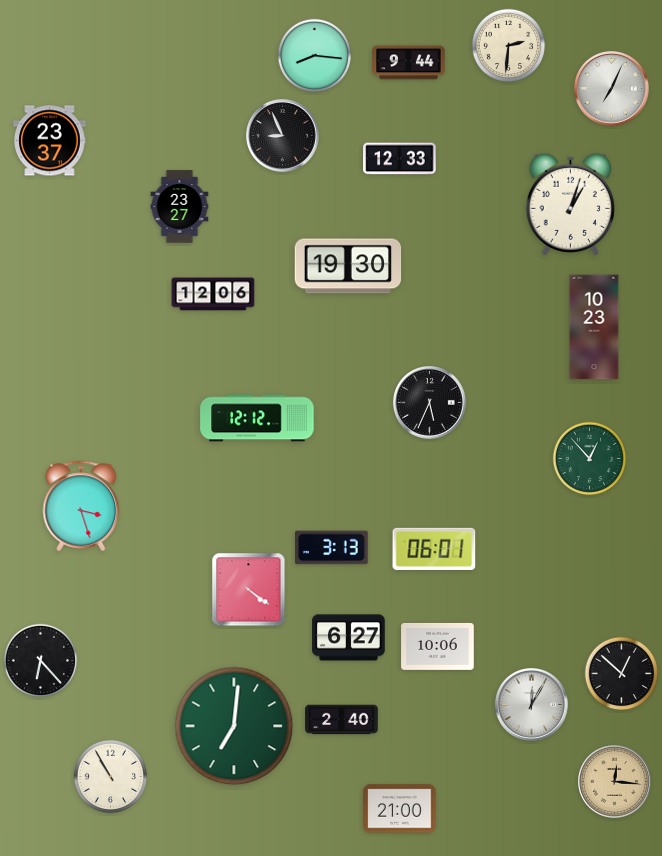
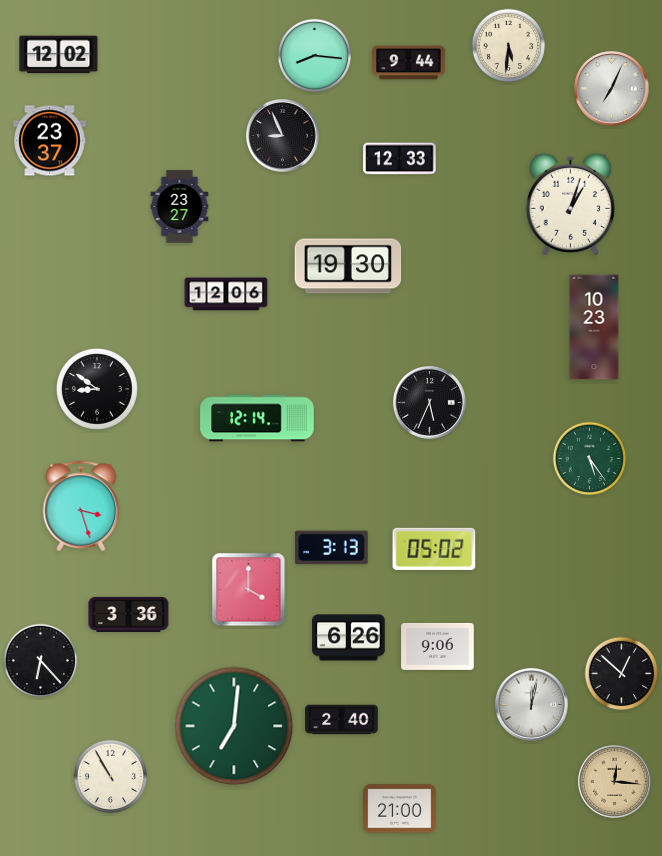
clock at (509, 46): 2:31 -> 5:31
clock at (59, 55): none -> 12:02
clock at (213, 294) position: (213, 294) -> (226, 294)
clock at (97, 389): none -> 8:51
clock at (257, 418): 12:12 -> 12:14
clock at (590, 459): 12:53 -> 5:24
clock at (434, 549): 06:01 -> 05:02
clock at (249, 590): 4:21 -> 4:00
clock at (129, 614): none -> 3:36
clock at (349, 638): 6:27 -> 6:26
clock at (438, 646): 10:06 -> 9:06
clock at (532, 705): 12:05 -> 12:02
